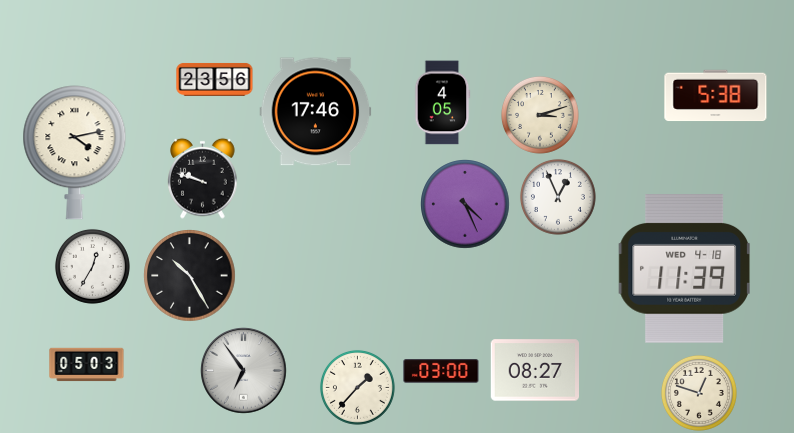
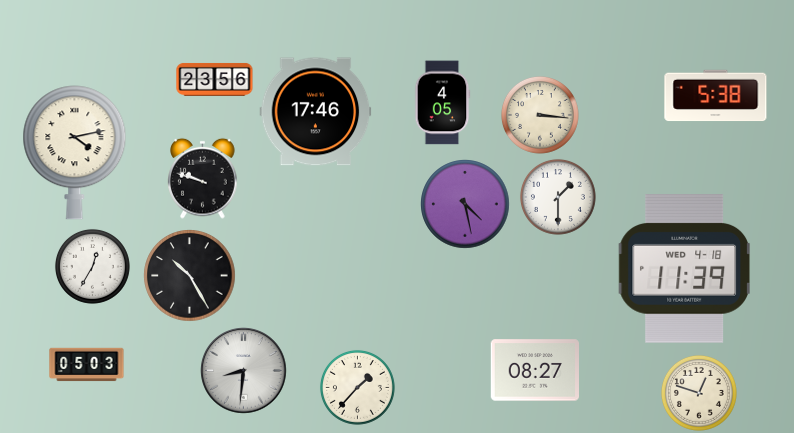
clock at (540, 115): 3:12 -> 3:16
clock at (558, 197): 12:56 -> 1:30
clock at (465, 204): 4:26 -> 4:28
clock at (244, 371): 6:54 -> 8:31
clock at (441, 372): 03:00 -> none
